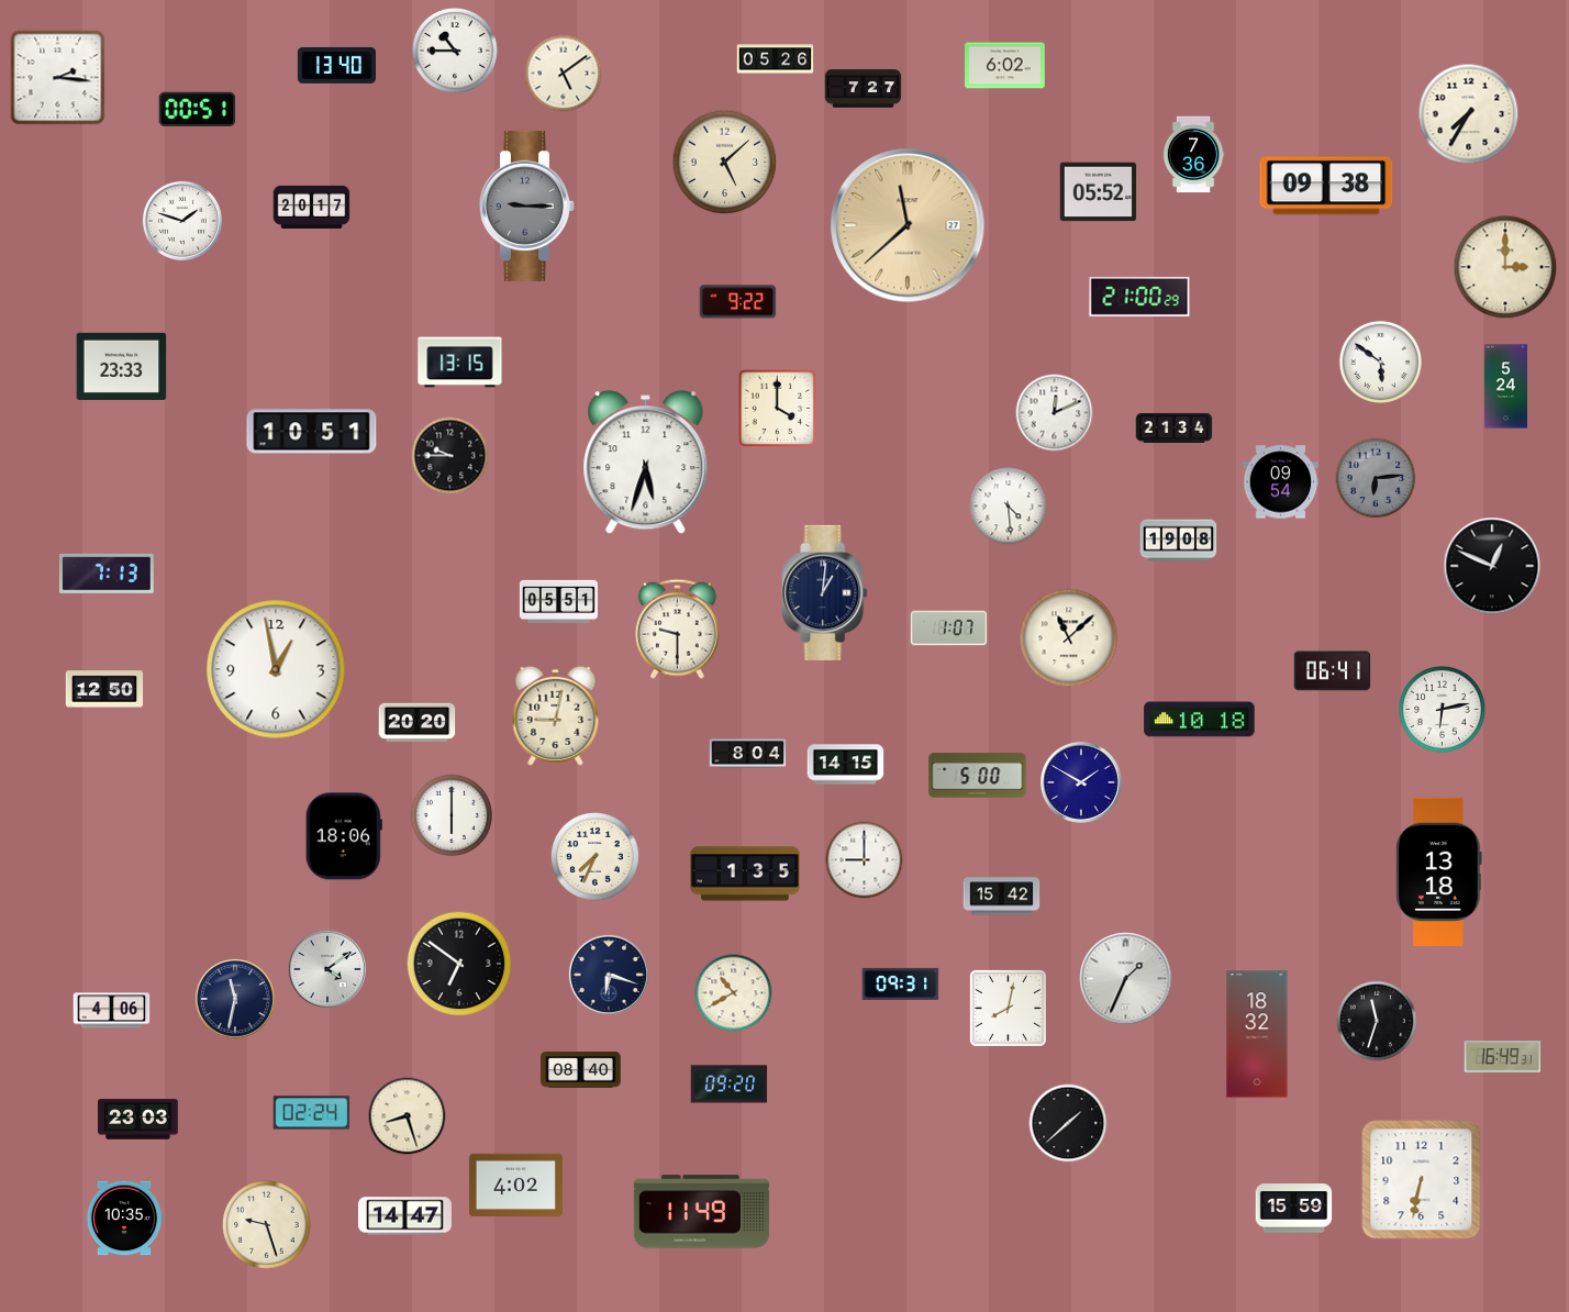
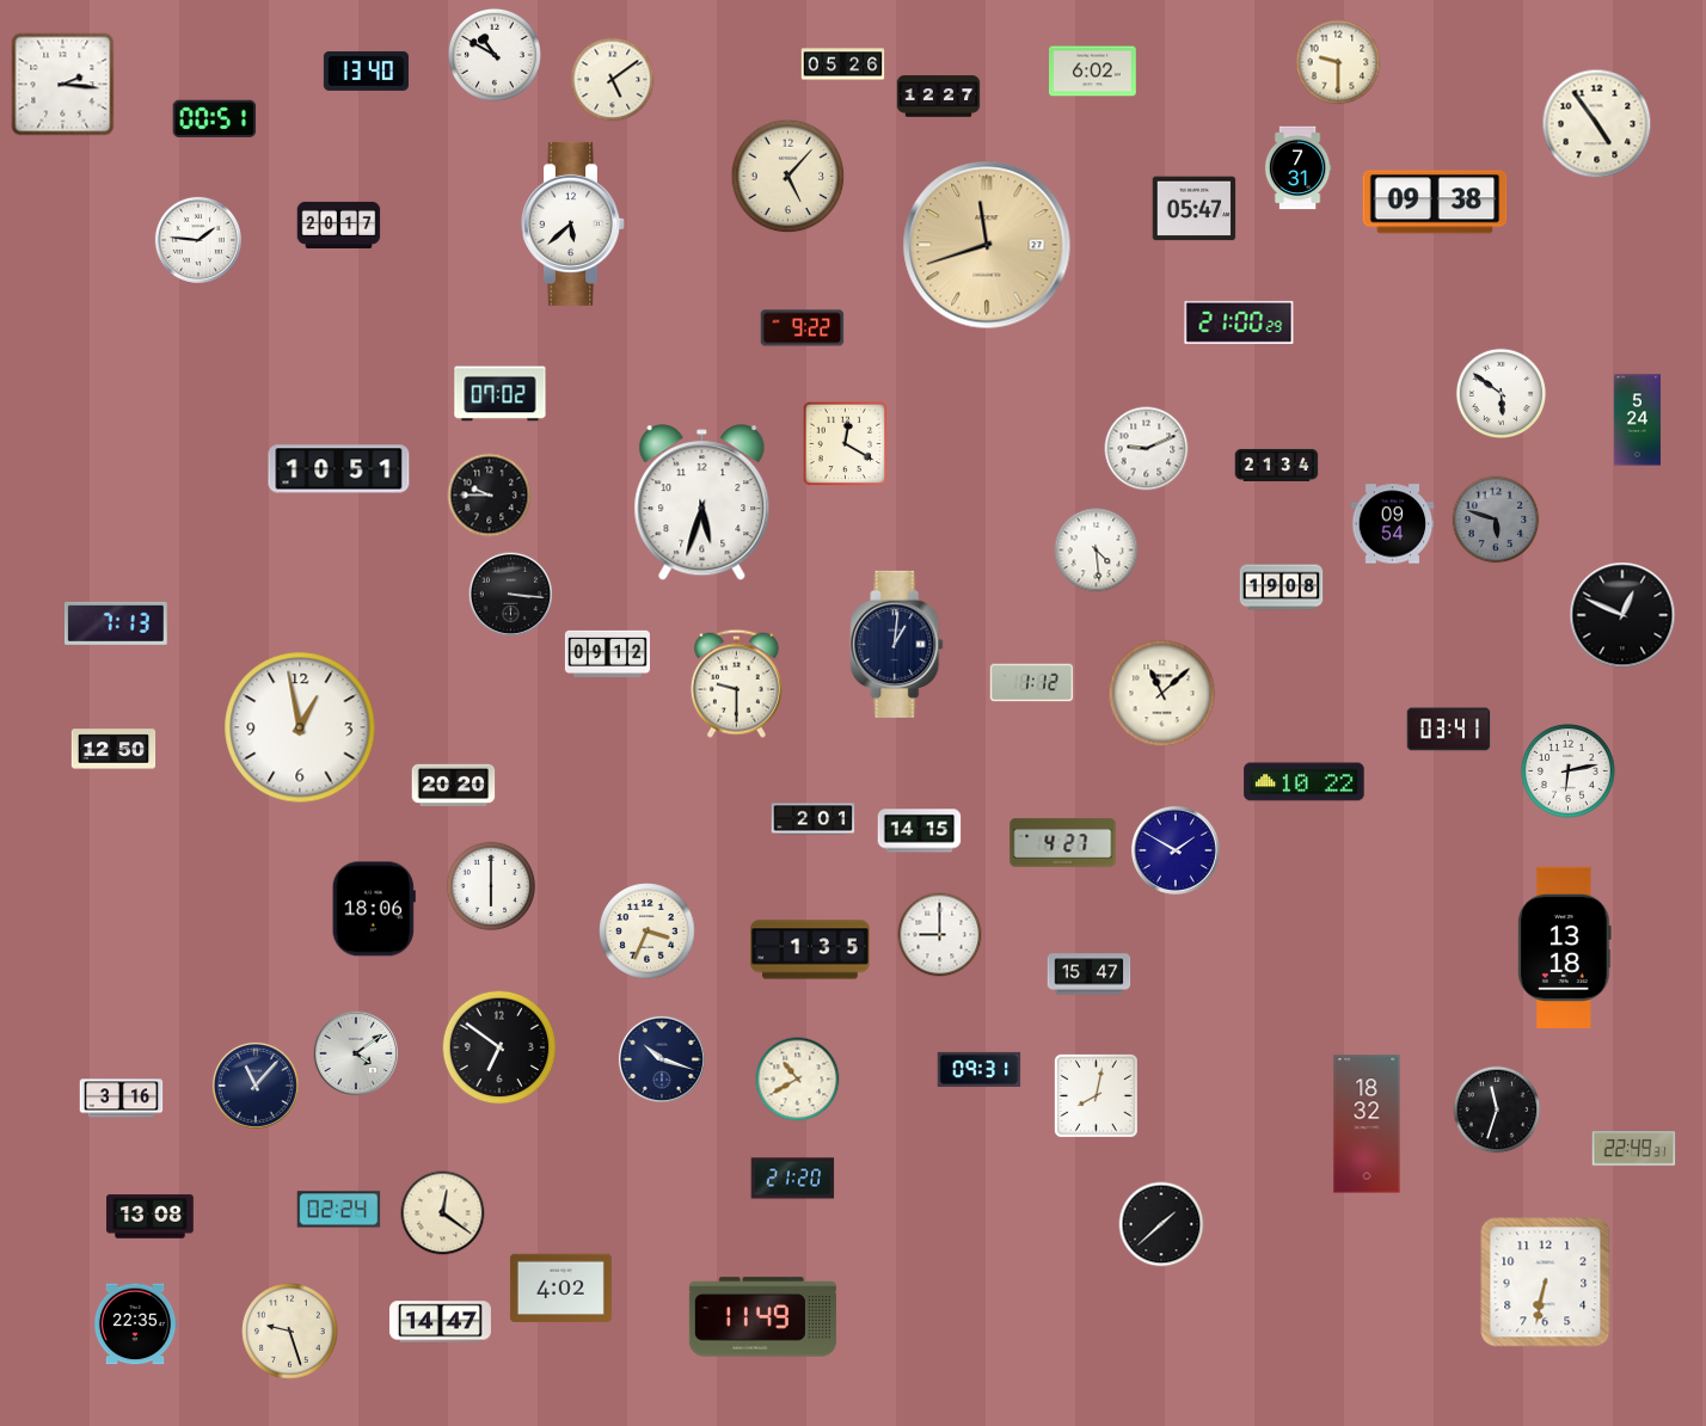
clock at (455, 51): 10:45 -> 10:50
clock at (1338, 62): none -> 9:30
clock at (864, 89): 7:27 -> 12:27
clock at (1469, 114): 7:35 -> 4:54
clock at (1193, 155): 7:36 -> 7:31
clock at (725, 163): 5:08 -> 5:07
clock at (1326, 186) position: (1326, 186) -> (1435, 202)
clock at (1099, 192): 05:52 -> 05:47
clock at (527, 205): 9:15 -> 5:38
clock at (527, 205) dial: grey -> white
clock at (182, 221): 1:48 -> 1:46
clock at (908, 225): 11:38 -> 11:42
clock at (1505, 267): 3:00 -> none
clock at (460, 363): 13:15 -> 07:02
clock at (122, 366): 23:33 -> none
clock at (778, 409): 4:00 -> 12:20
clock at (1055, 413): 12:11 -> 9:11
clock at (1376, 478): 6:14 -> 5:48
clock at (511, 595): none -> 3:16
clock at (558, 601): 05:51 -> 09:12
clock at (949, 629): 1:07 -> 1:12
clock at (1333, 671): 06:41 -> 03:41
clock at (556, 715): 9:02 -> none
clock at (1200, 720): 10:18 -> 10:22
clock at (748, 754): 8:04 -> 2:01
clock at (978, 776): 5:00 -> 4:27
clock at (596, 857): 7:34 -> 3:34
clock at (1002, 897): 15:42 -> 15:47
clock at (609, 975): 6:18 -> 10:18
clock at (1126, 979): 1:34 -> none
clock at (235, 999): 11:32 -> 11:07
clock at (112, 1011): 4:06 -> 3:16
clock at (1503, 1057): 16:49 -> 22:49
clock at (581, 1070): 08:40 -> none
clock at (730, 1085): 09:20 -> 21:20
clock at (408, 1116): 8:27 -> 12:21
clock at (138, 1120): 23:03 -> 13:08
clock at (1068, 1123) position: (1068, 1123) -> (1161, 1224)
clock at (1294, 1209): 15:59 -> none
clock at (124, 1219): 10:35 -> 22:35
